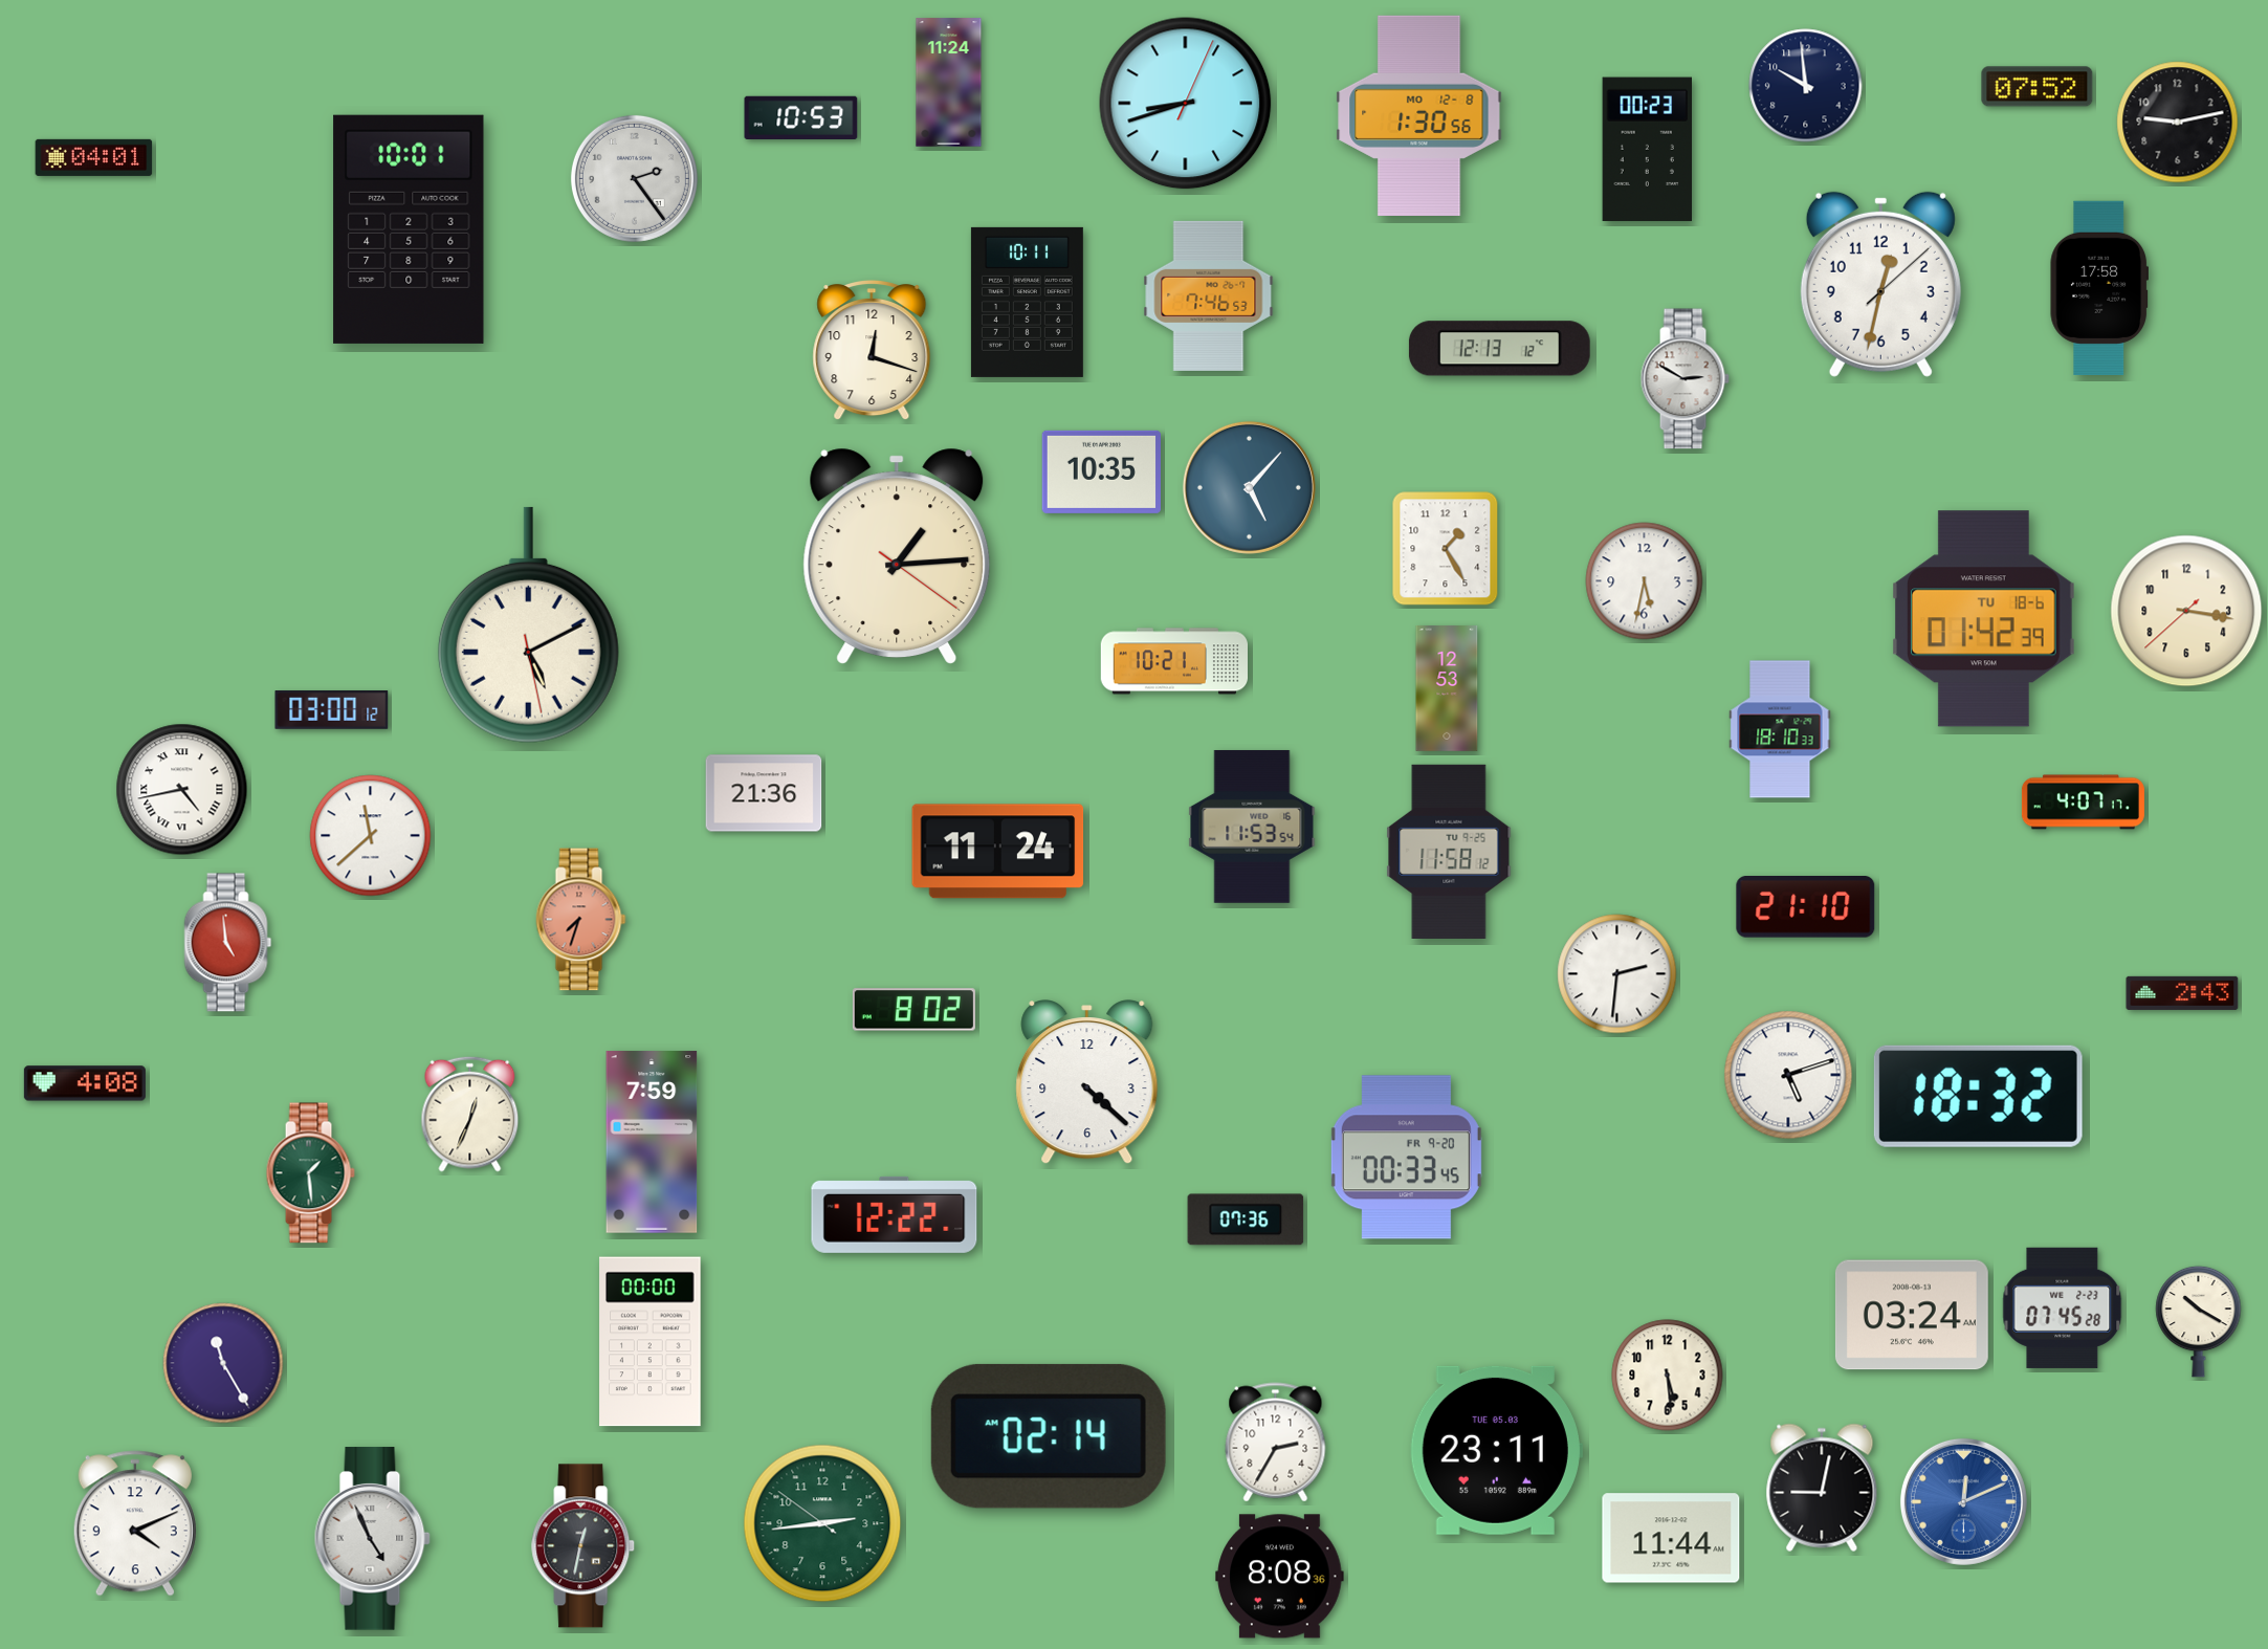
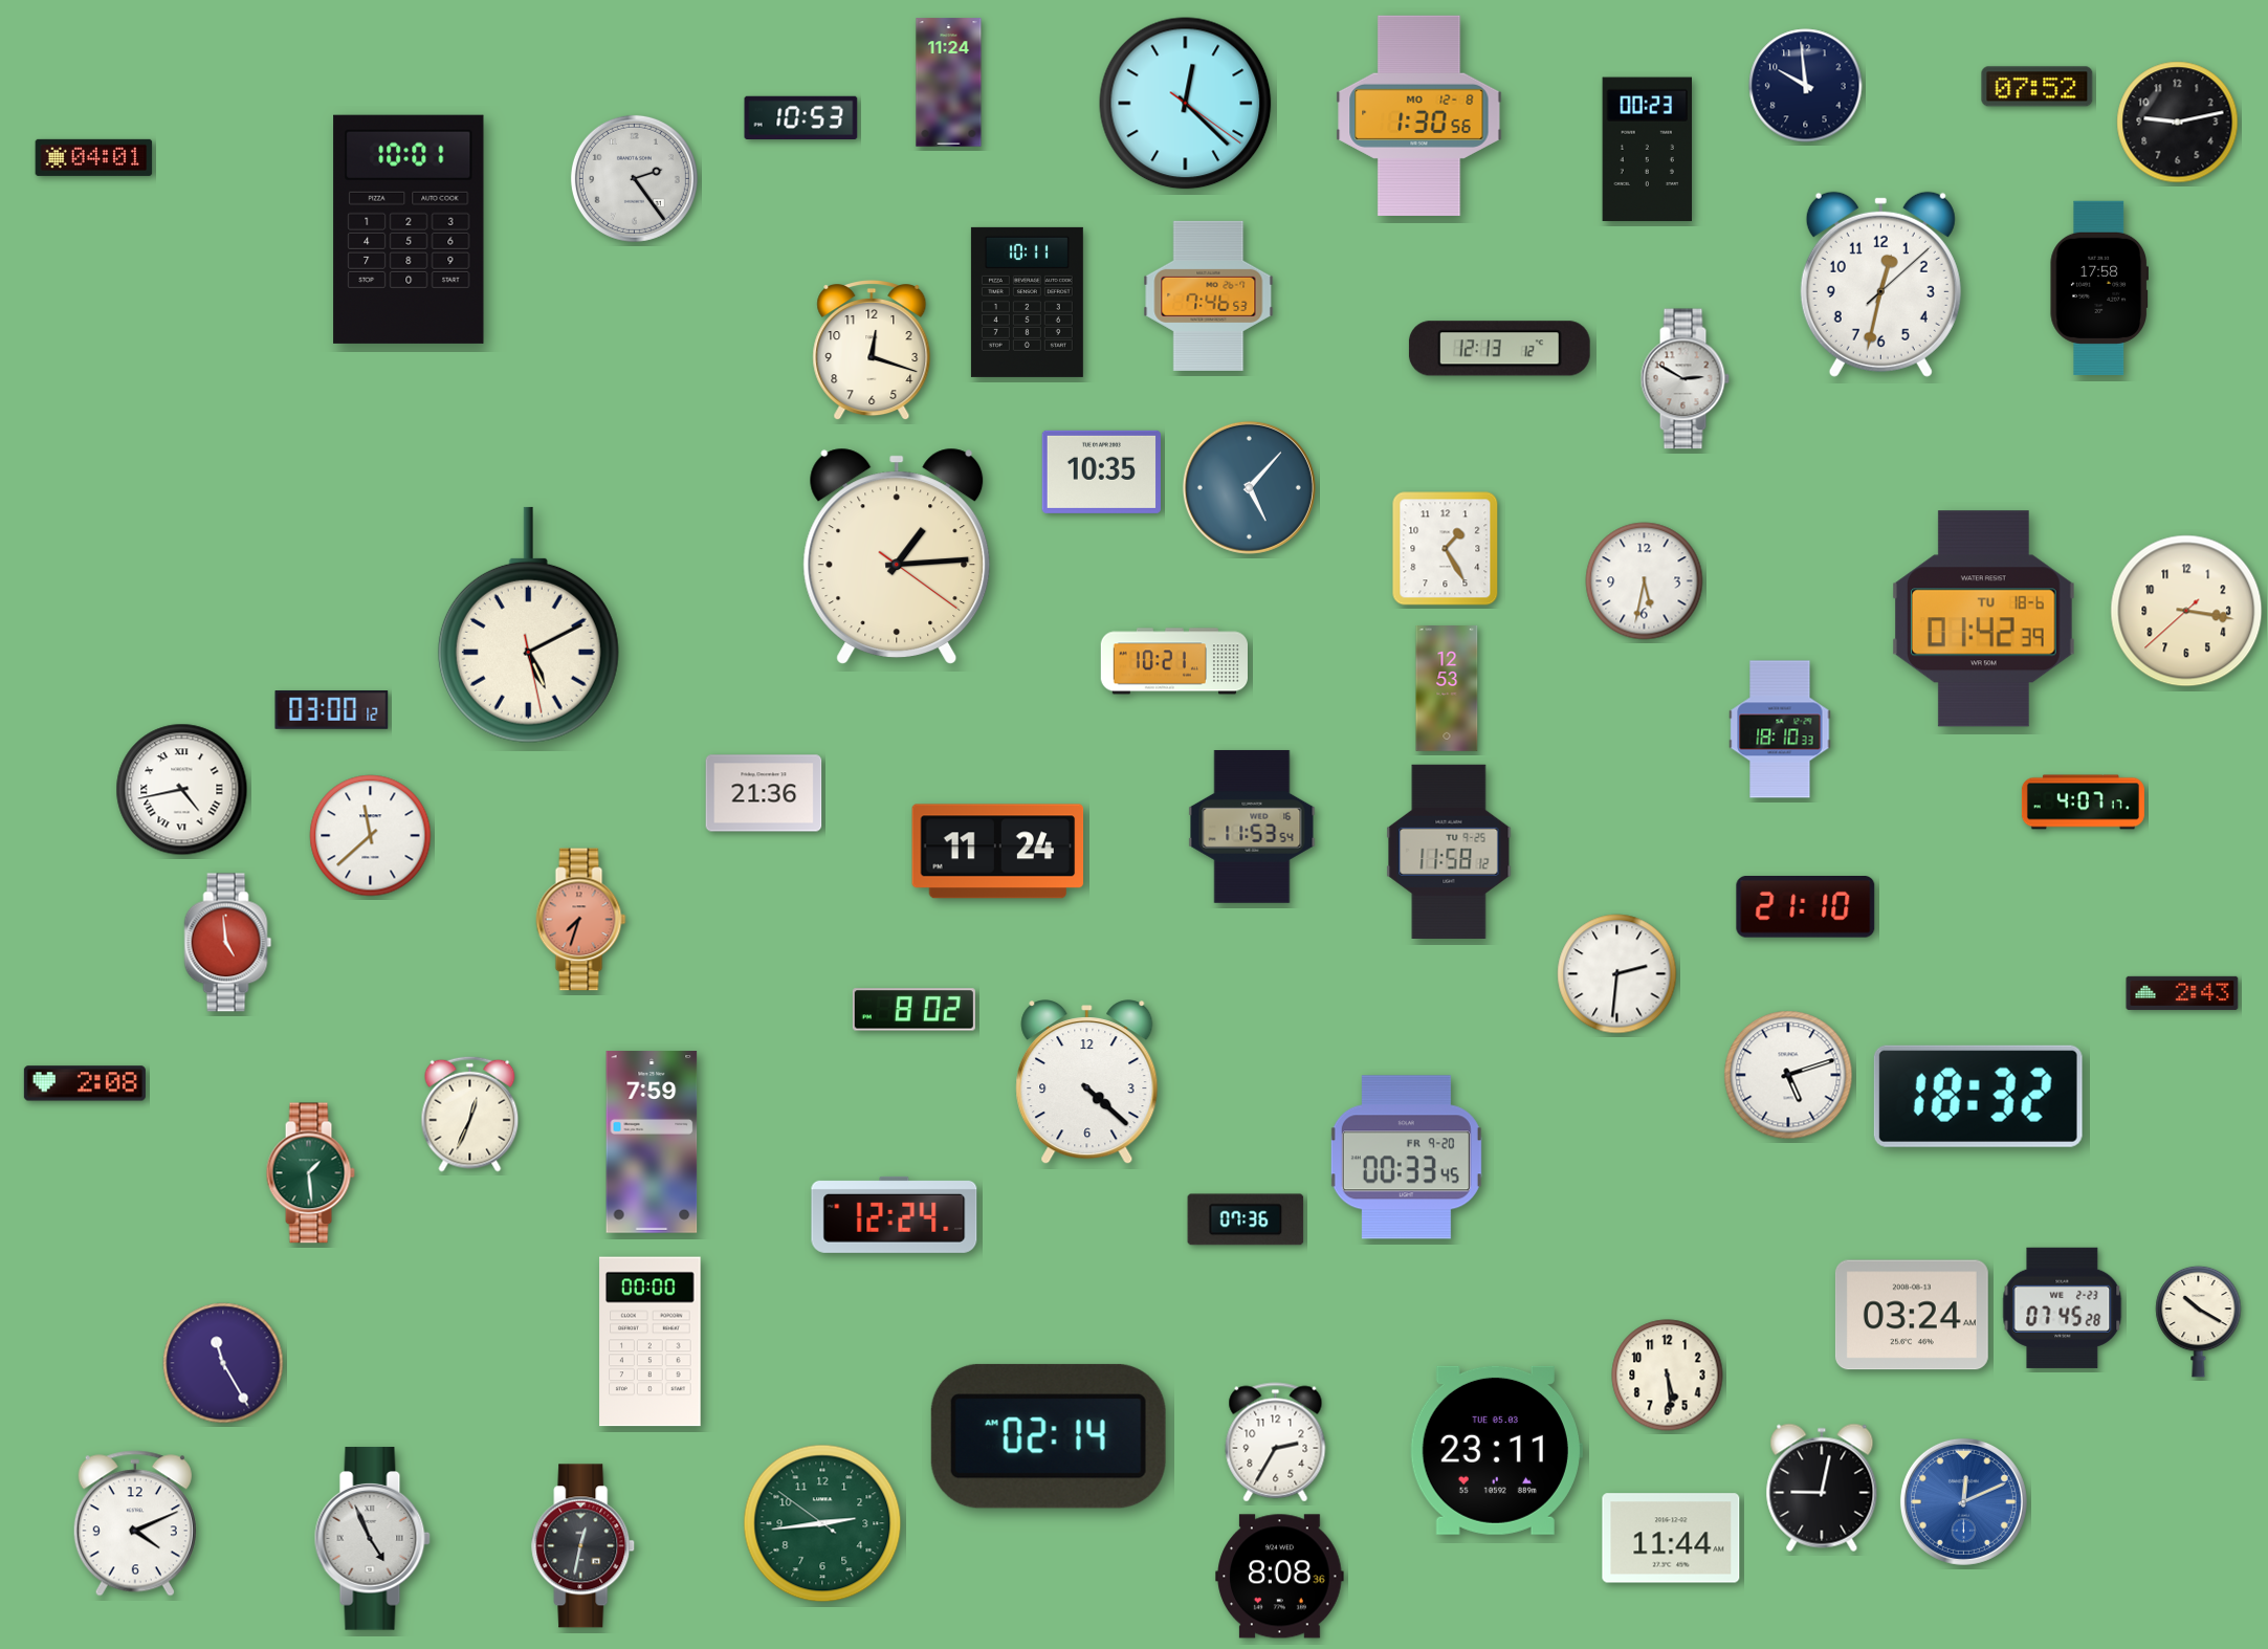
clock at (1186, 104): 8:42 -> 12:22
clock at (85, 1083): 4:08 -> 2:08
clock at (895, 1214): 12:22 -> 12:24
